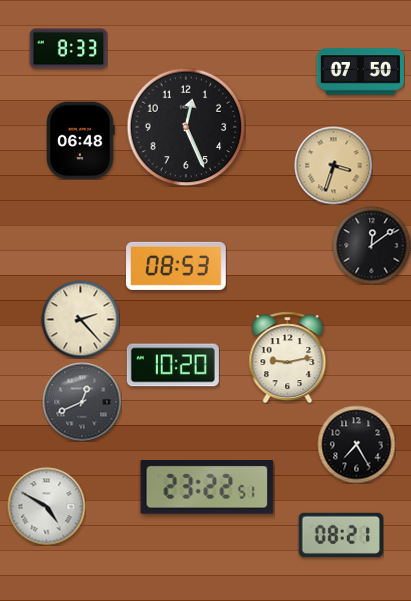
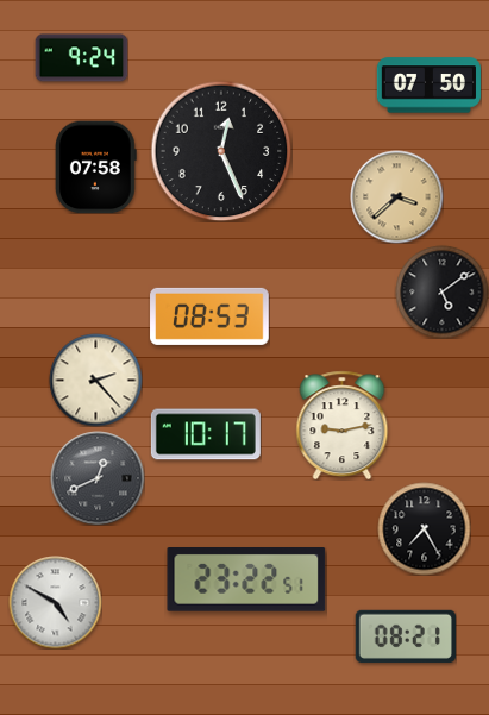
clock at (68, 49): 8:33 -> 9:24
clock at (81, 140): 06:48 -> 07:58
clock at (333, 165): 3:33 -> 3:38
clock at (371, 245): 12:09 -> 5:09
clock at (173, 365): 10:20 -> 10:17
